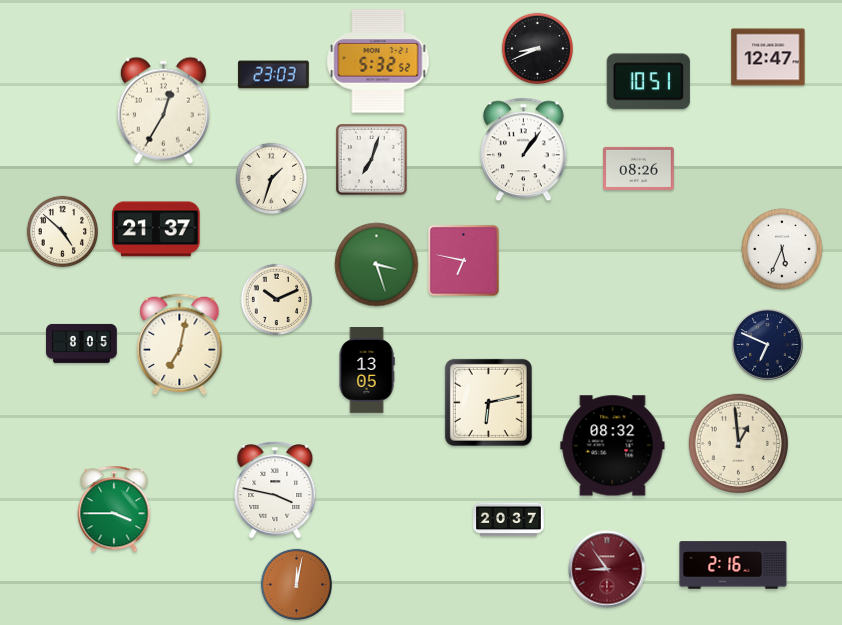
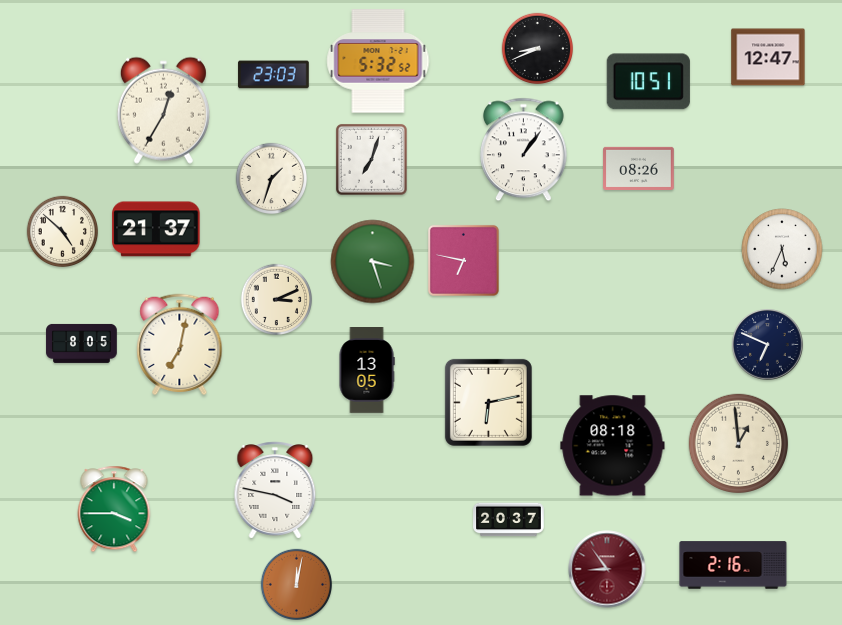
clock at (377, 265) position: (377, 265) -> (373, 262)
clock at (277, 300): 10:11 -> 3:11
clock at (613, 446): 08:32 -> 08:18
